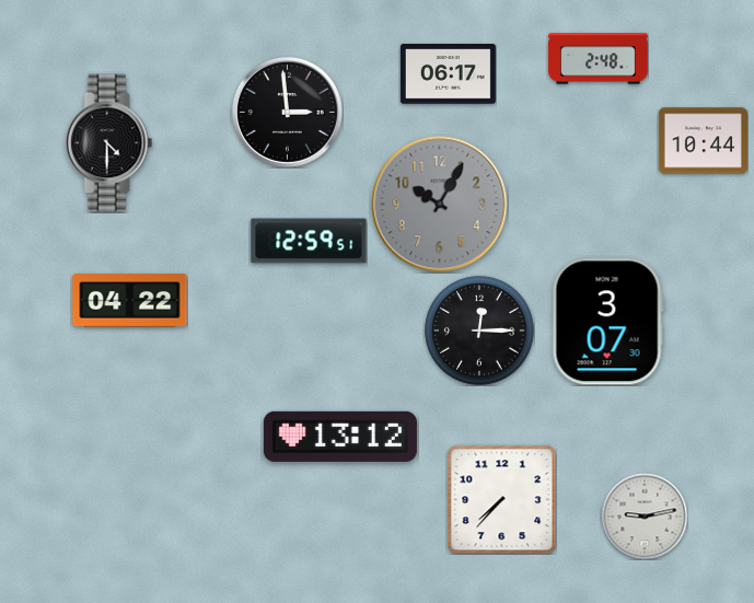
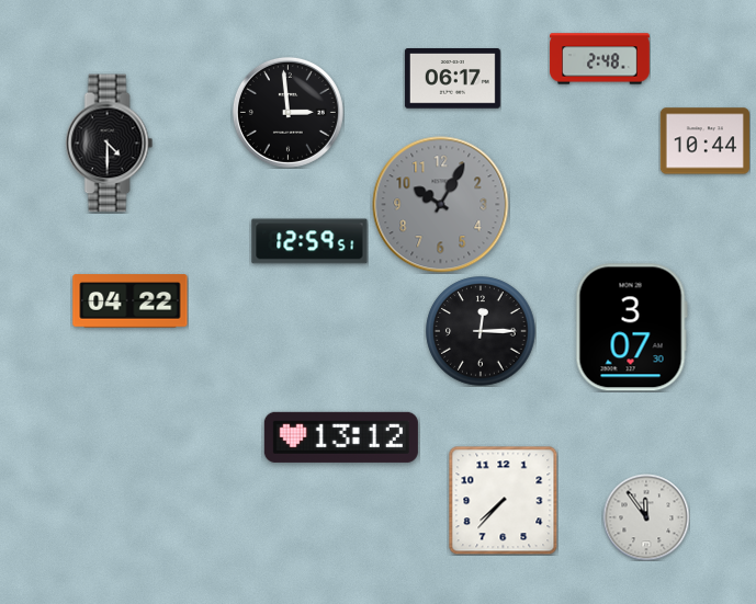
clock at (448, 74) position: (448, 74) -> (452, 79)
clock at (607, 322) position: (607, 322) -> (631, 328)
clock at (645, 517): 9:13 -> 11:54
